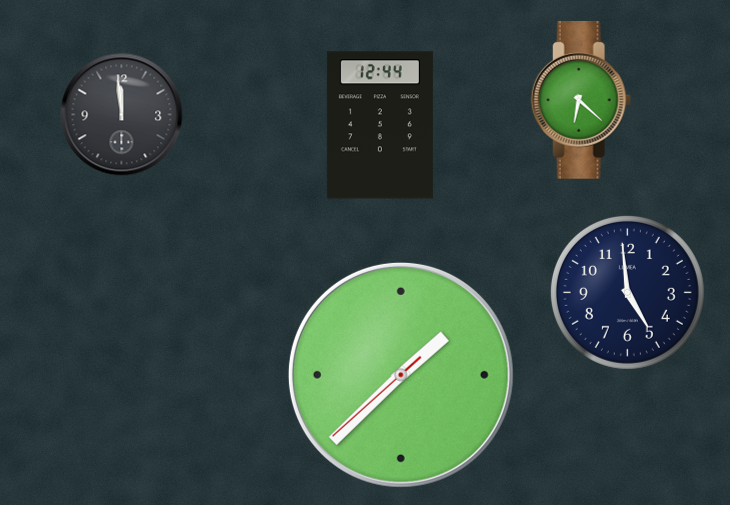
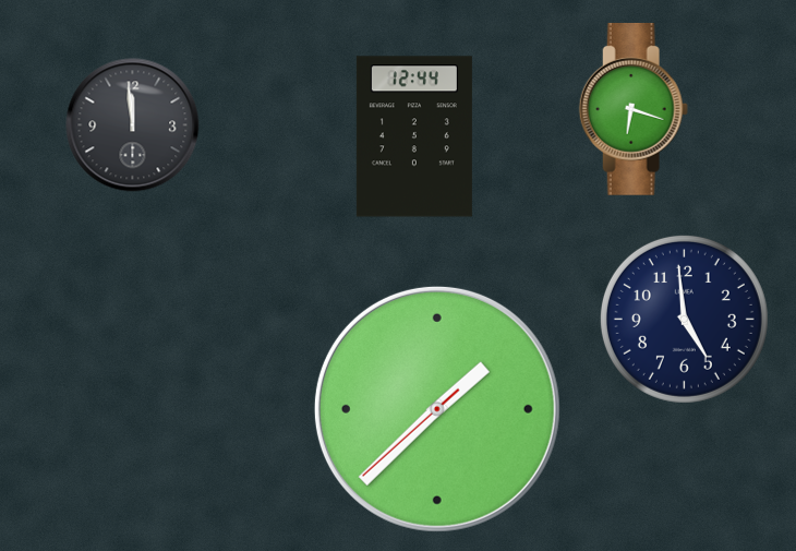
clock at (581, 100): 6:22 -> 6:18
